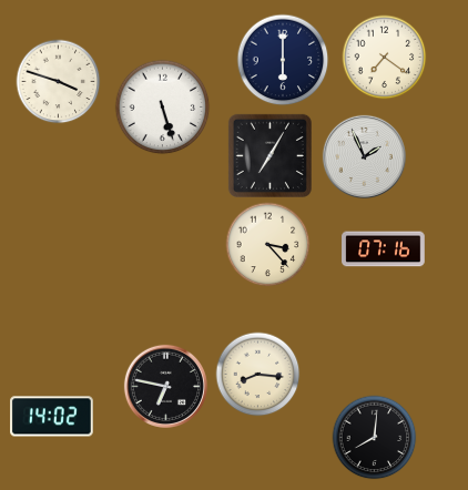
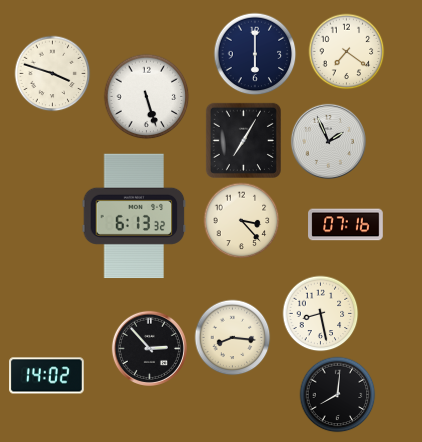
clock at (134, 216): none -> 6:13
clock at (321, 314): none -> 8:28
clock at (165, 386): 6:47 -> 2:53
